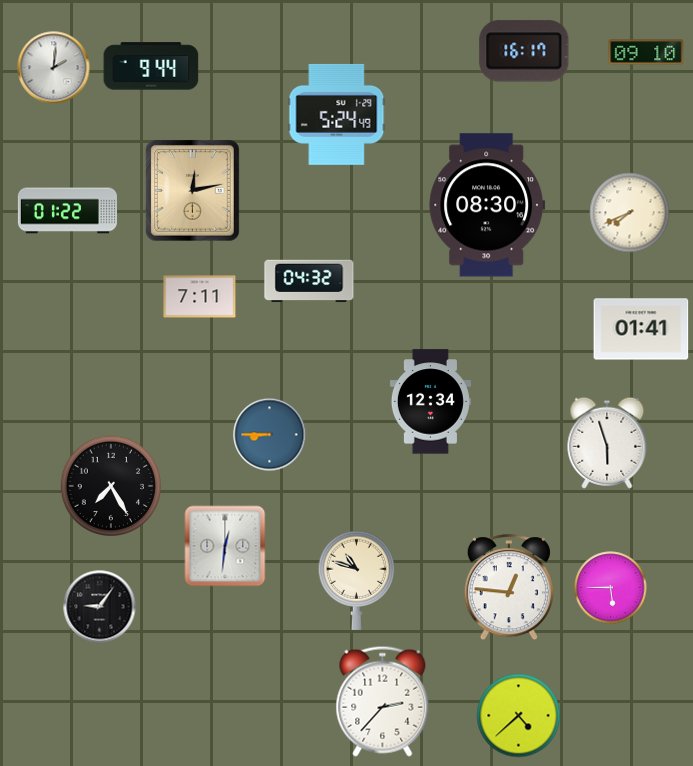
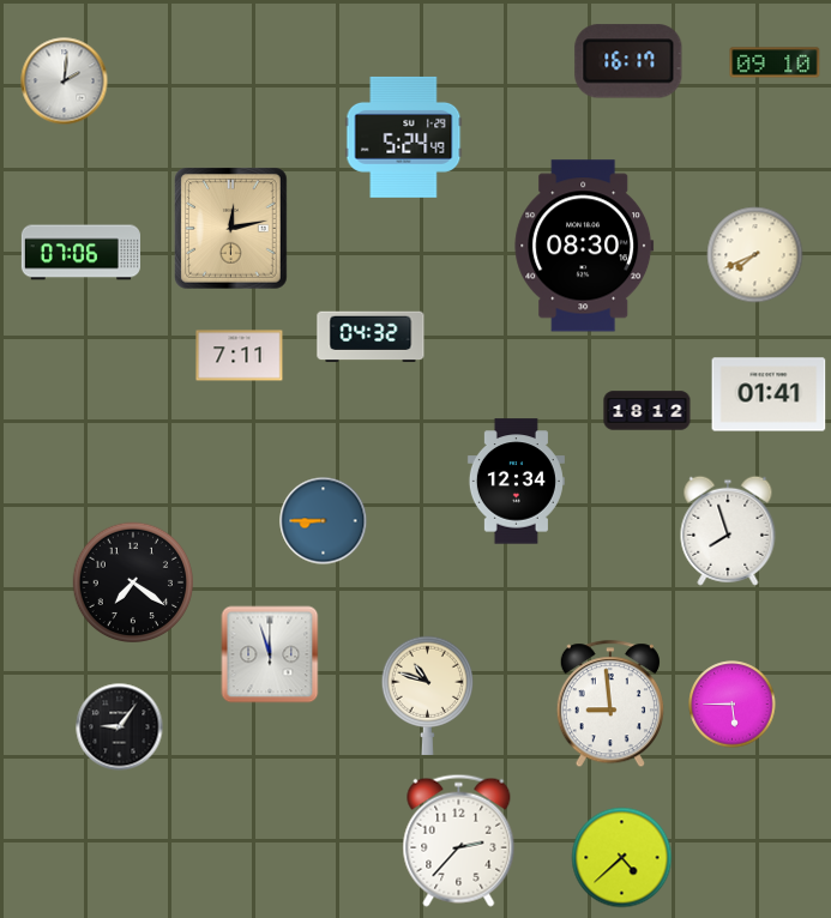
clock at (151, 66): 9:44 -> none
clock at (67, 211): 01:22 -> 07:06
clock at (648, 411): none -> 18:12
clock at (607, 443): 5:57 -> 7:57
clock at (110, 485): 7:25 -> 7:21
clock at (225, 546): 12:31 -> 11:57
clock at (509, 588): 12:46 -> 8:59
